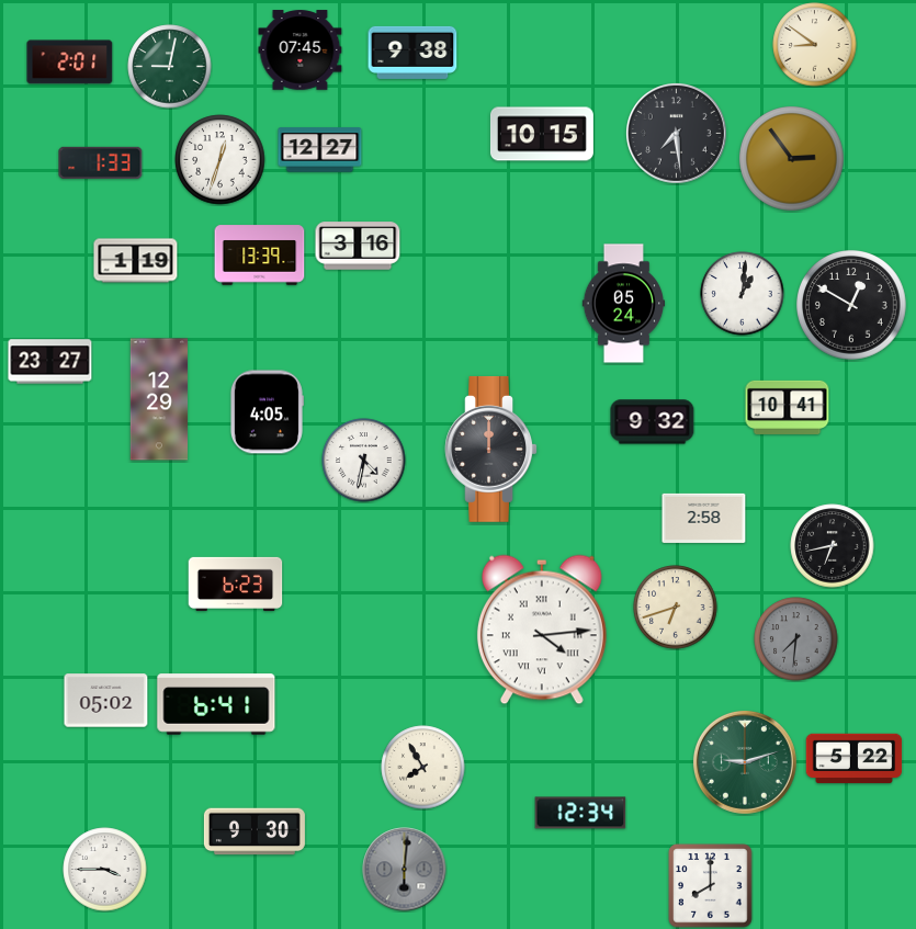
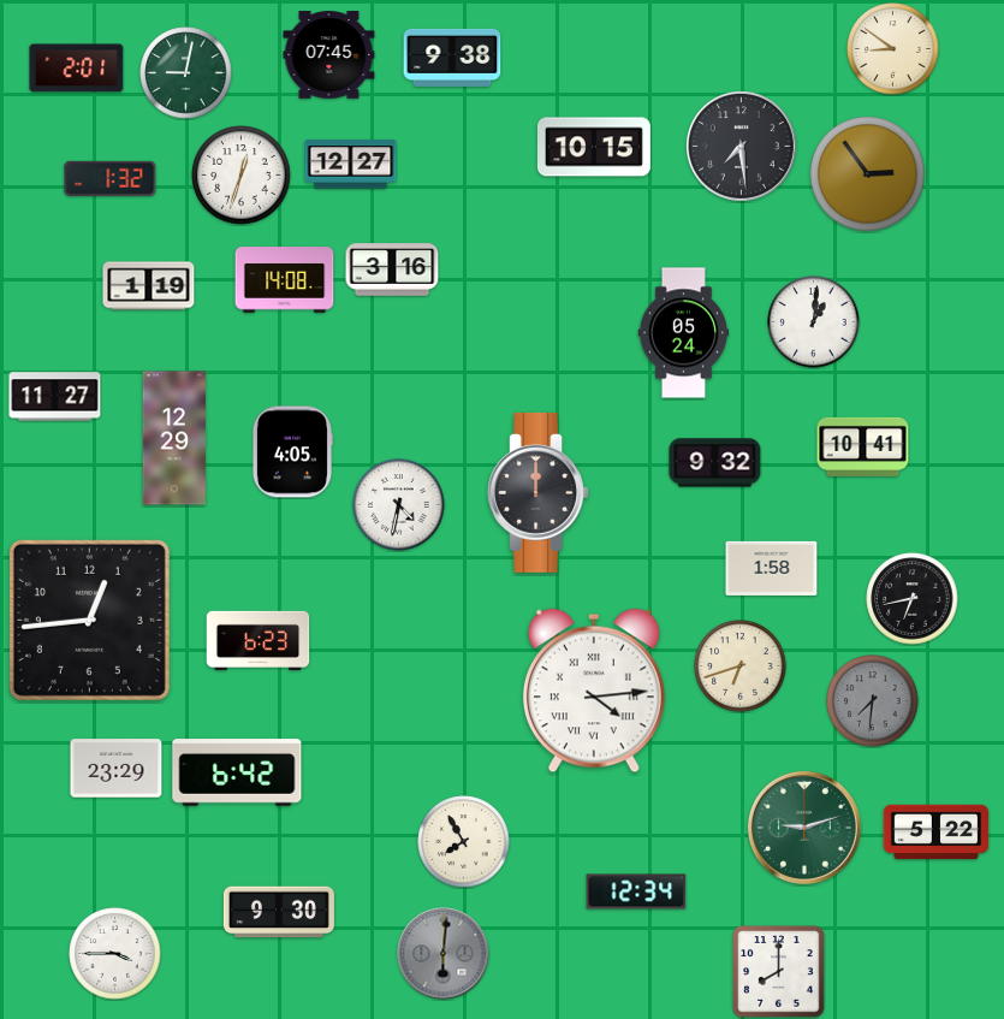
clock at (101, 162): 1:33 -> 1:32
clock at (260, 256): 13:39 -> 14:08
clock at (852, 306): 12:50 -> none
clock at (50, 362): 23:27 -> 11:27
clock at (704, 518): 2:58 -> 1:58
clock at (89, 620): none -> 12:44
clock at (106, 701): 05:02 -> 23:29
clock at (216, 704): 6:41 -> 6:42
clock at (745, 762) position: (745, 762) -> (804, 828)
